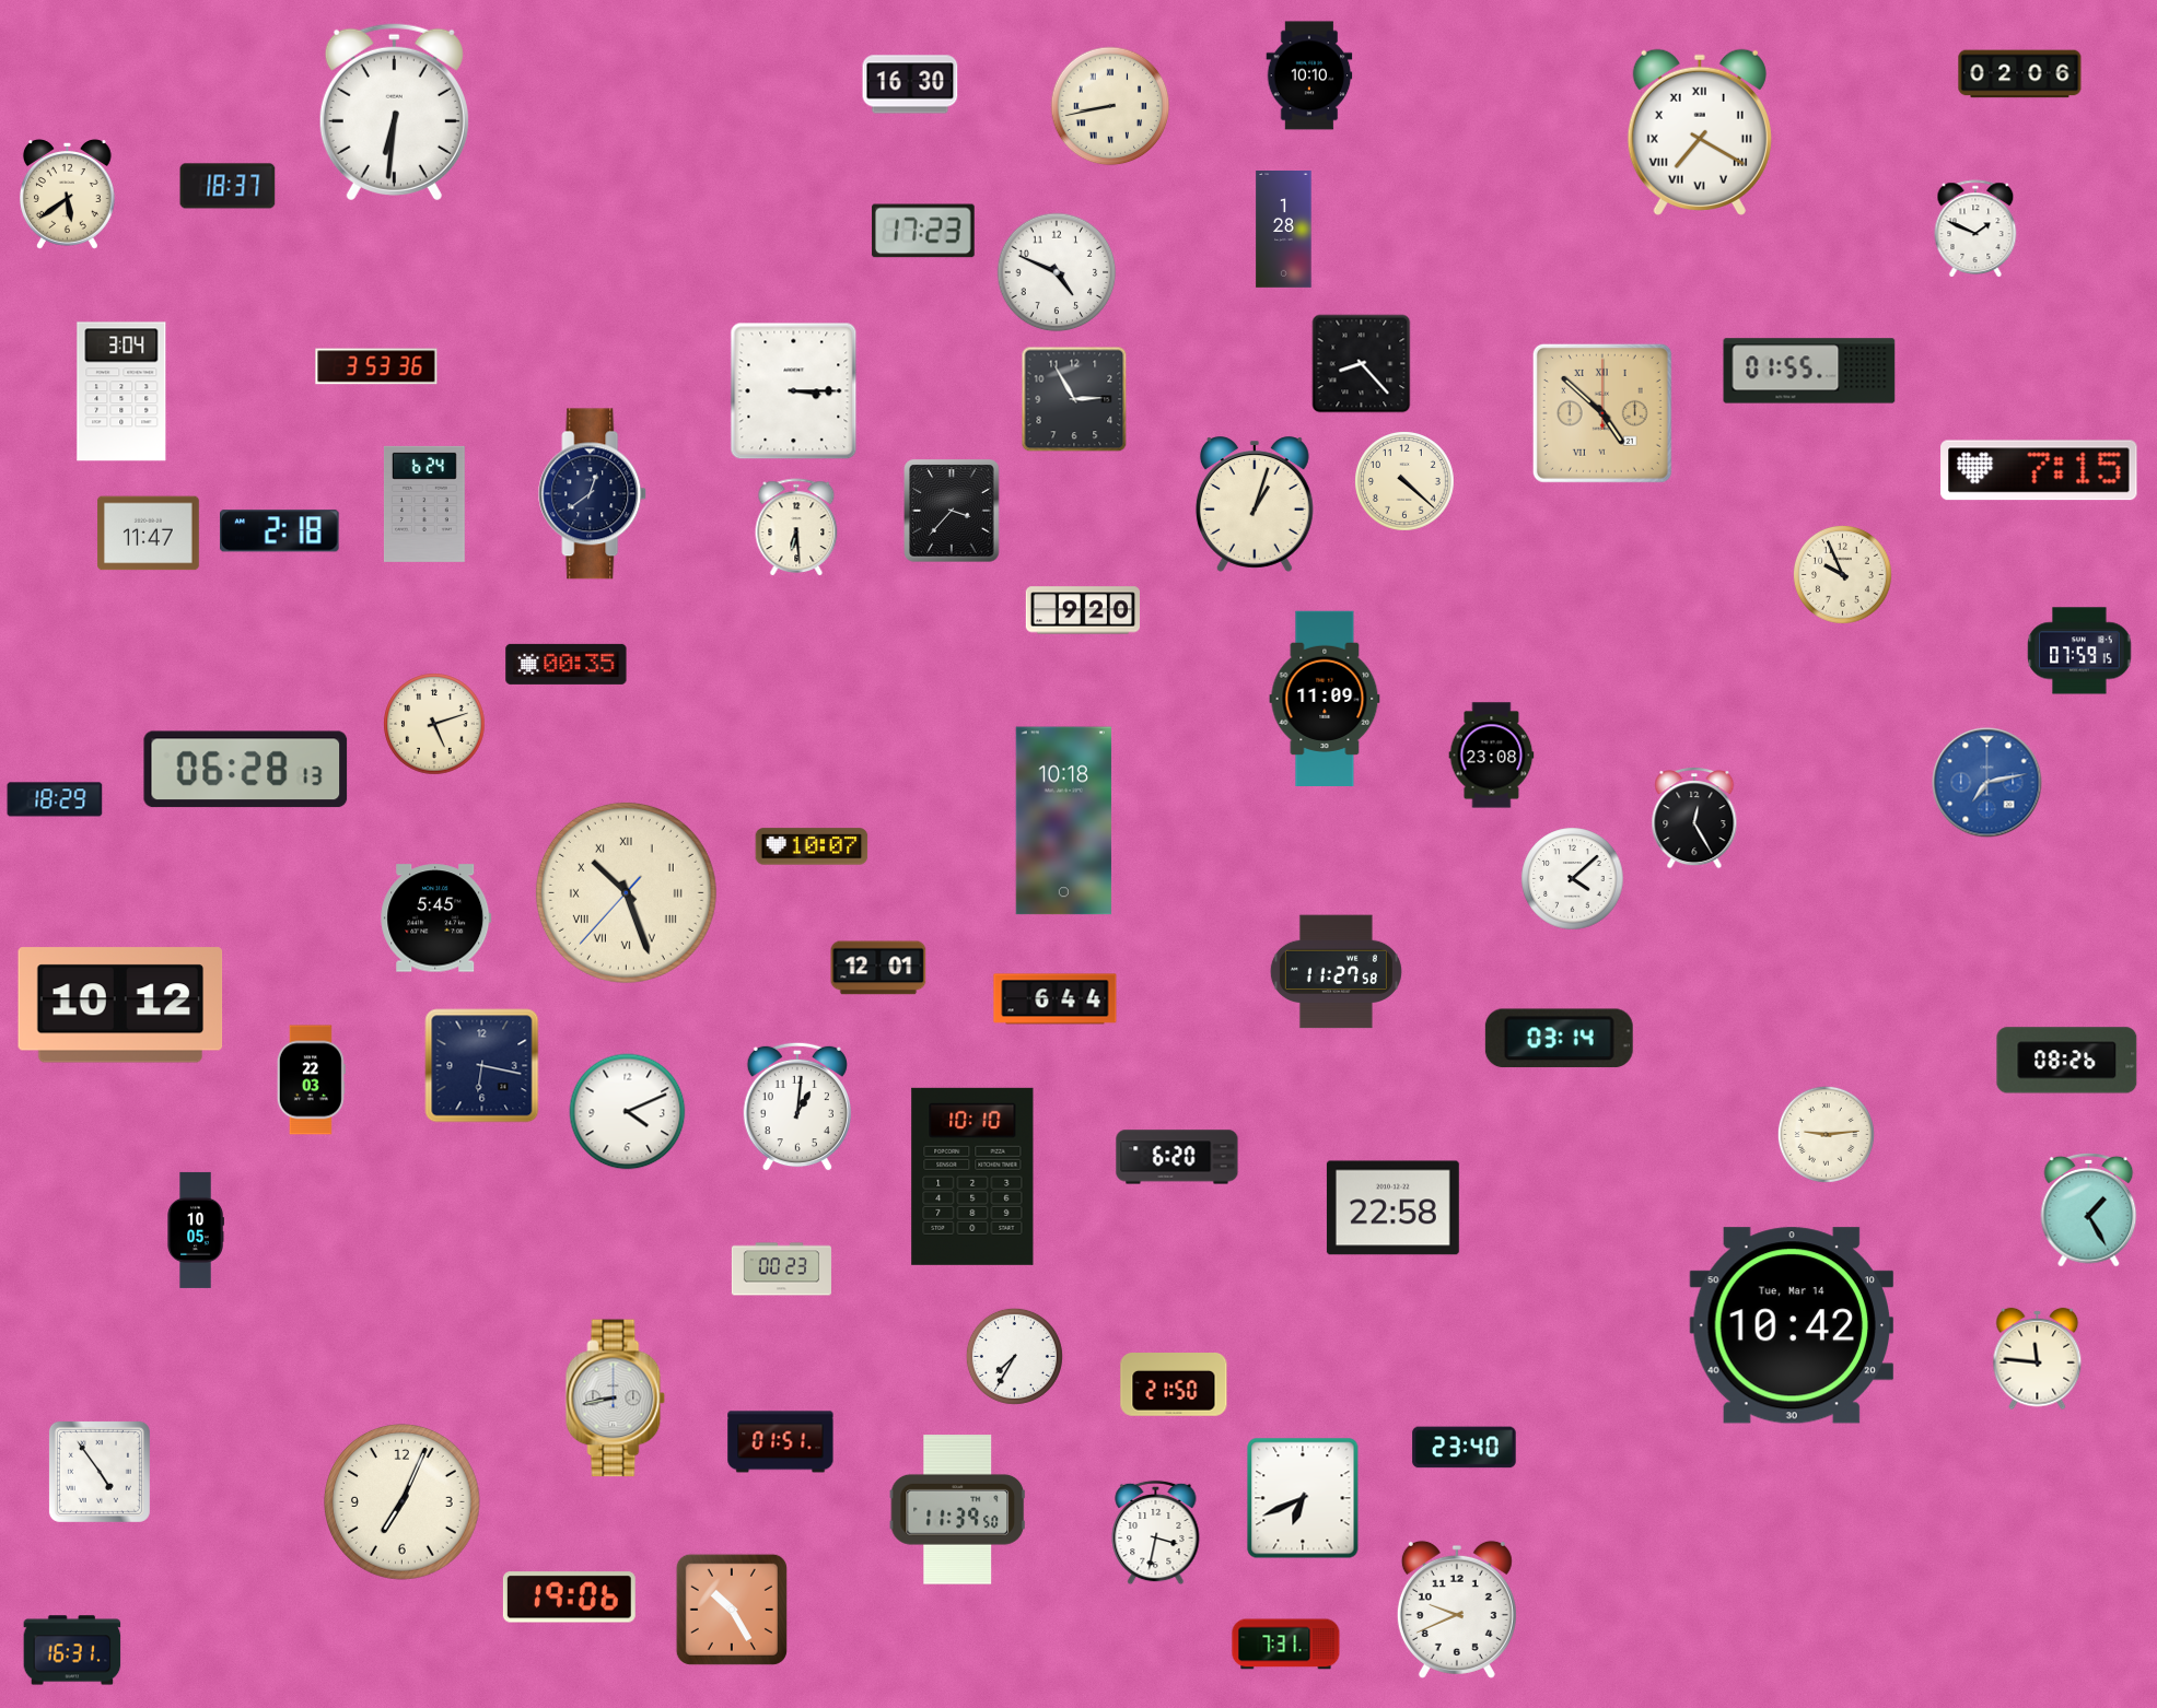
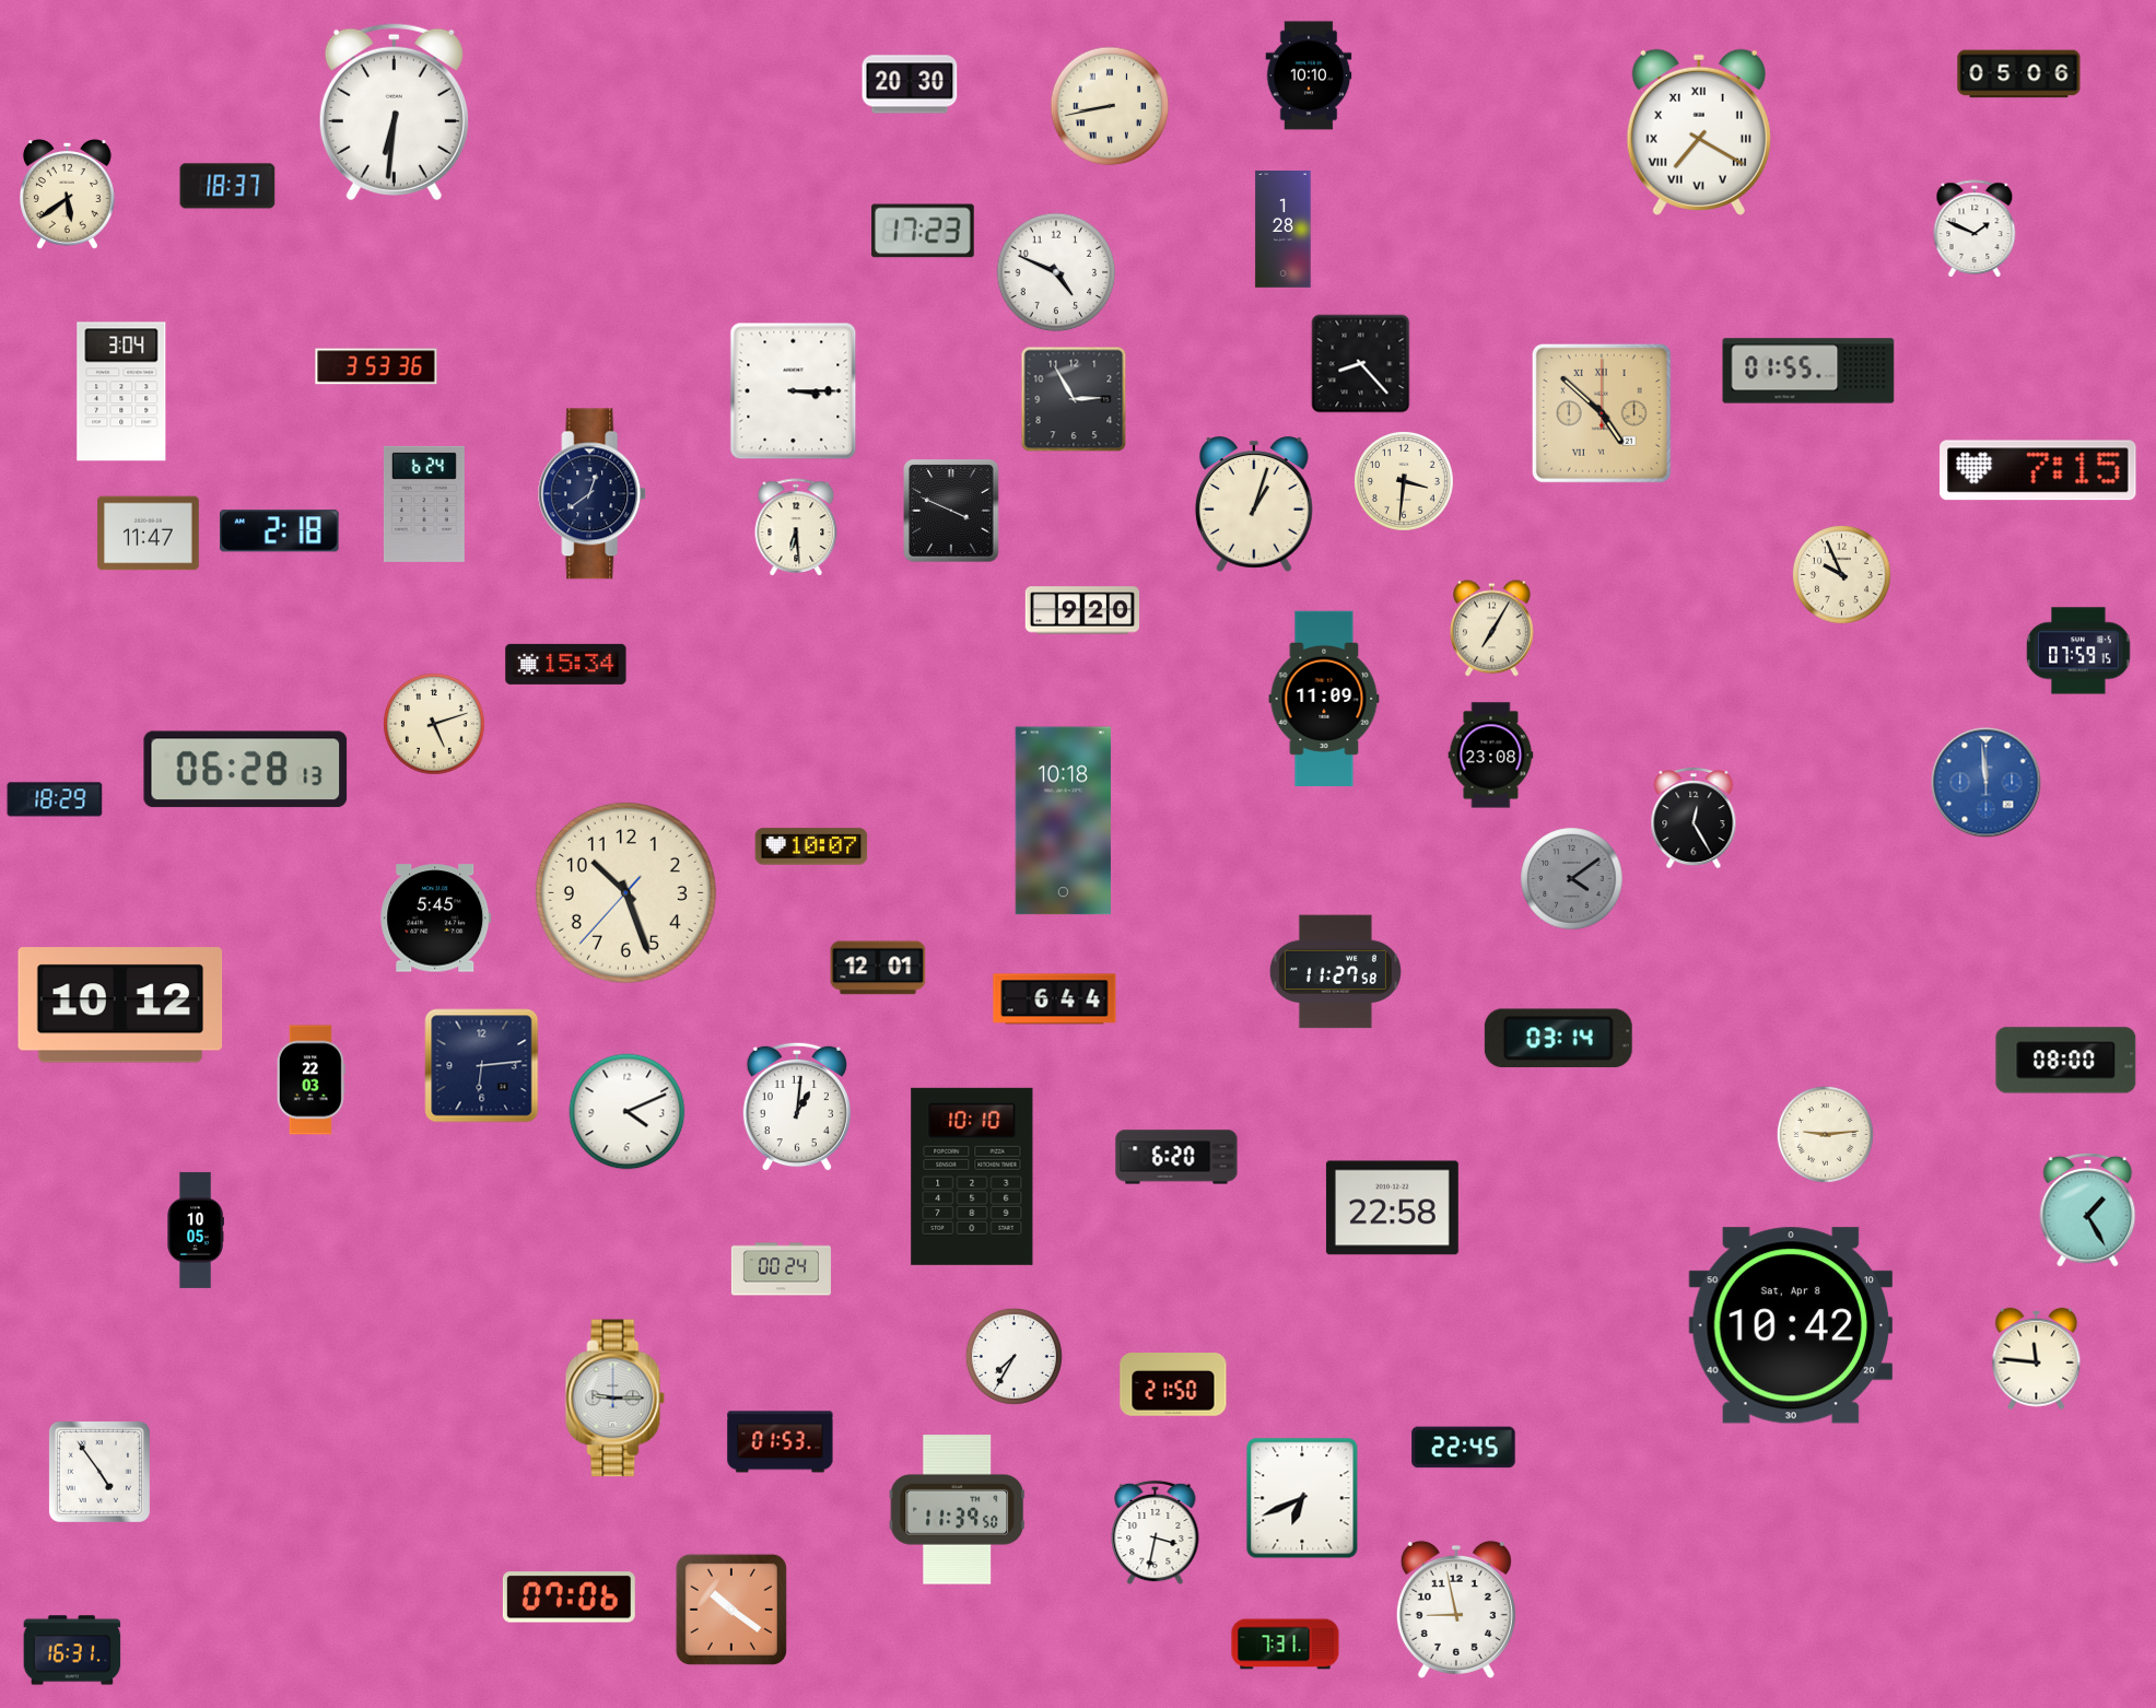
clock at (2020, 74): 02:06 -> 05:06
clock at (910, 84): 16:30 -> 20:30
clock at (1406, 482): 4:22 -> 3:31
clock at (952, 511): 3:37 -> 3:49
clock at (1492, 629): none -> 7:05
clock at (567, 664): 00:35 -> 15:34
clock at (1987, 783): 7:13 -> 11:59
clock at (1573, 879): 4:08 -> 4:09
clock at (1573, 879) dial: white -> grey
clock at (626, 892) numerals: Roman -> Arabic
clock at (2067, 1061): 08:26 -> 08:00
clock at (482, 1066): 6:17 -> 6:14
clock at (781, 1270): 00:23 -> 00:24
clock at (1792, 1325) date: Tue, Mar 14 -> Sat, Apr 8
clock at (616, 1399): 8:43 -> 9:15
clock at (781, 1442): 01:51 -> 01:53
clock at (1465, 1448): 23:40 -> 22:45
clock at (403, 1502): 7:04 -> none
clock at (569, 1598): 19:06 -> 07:06
clock at (732, 1610): 10:25 -> 10:21
clock at (1457, 1610): 9:41 -> 8:58
